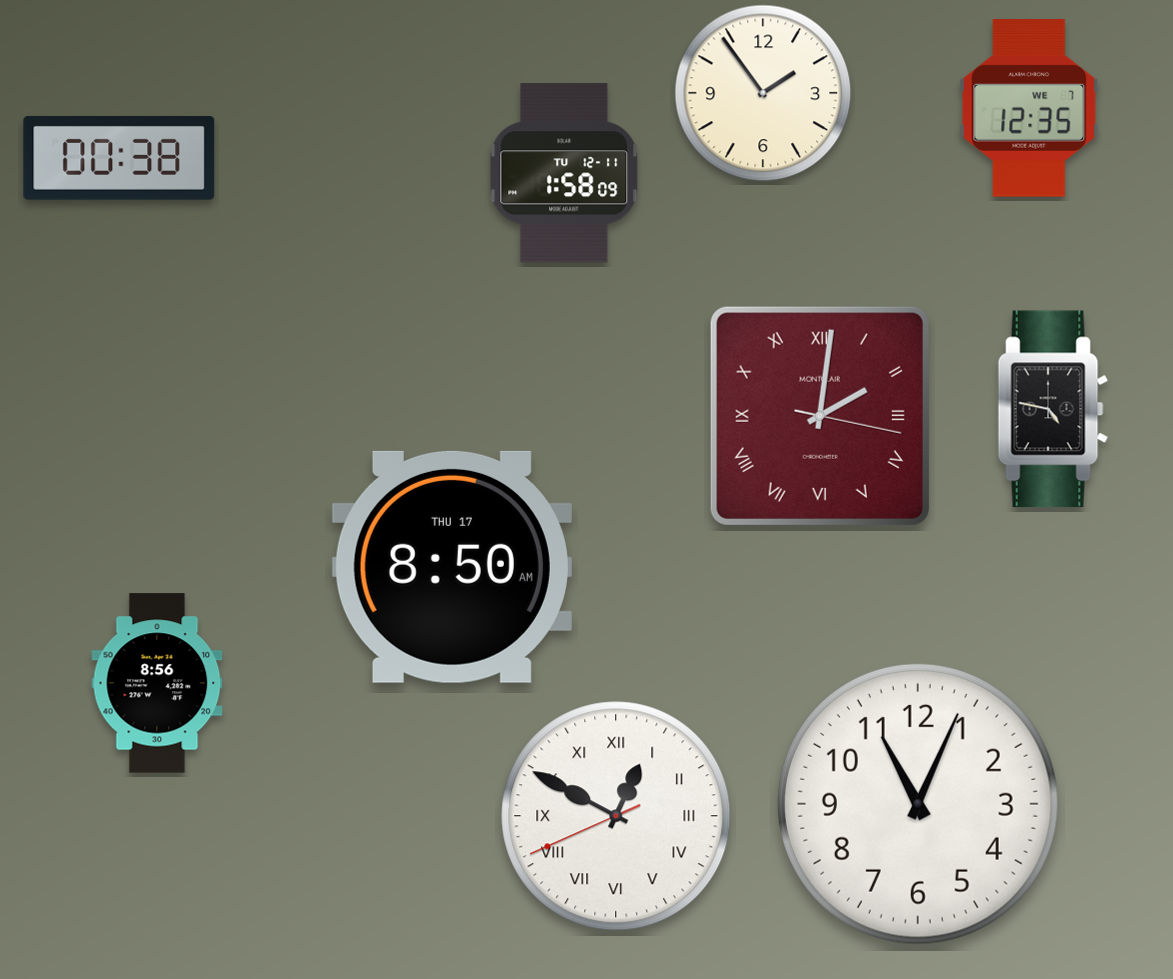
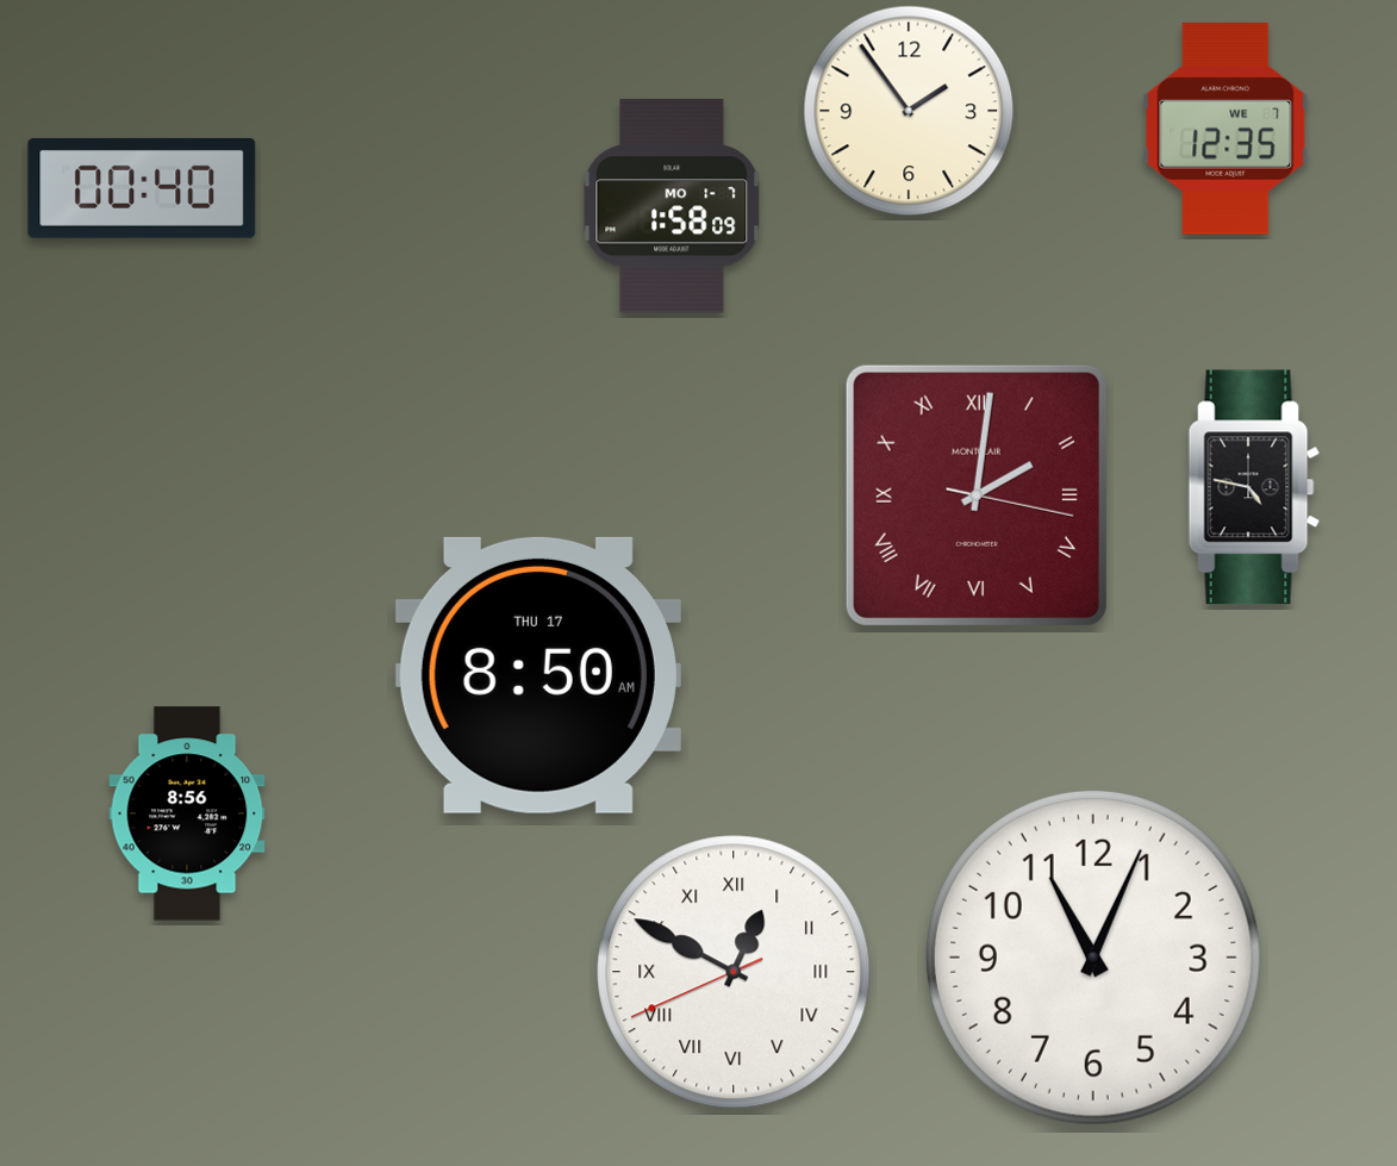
clock at (119, 158): 00:38 -> 00:40
clock at (564, 173) date: TU 12-11 -> MO 1-7
